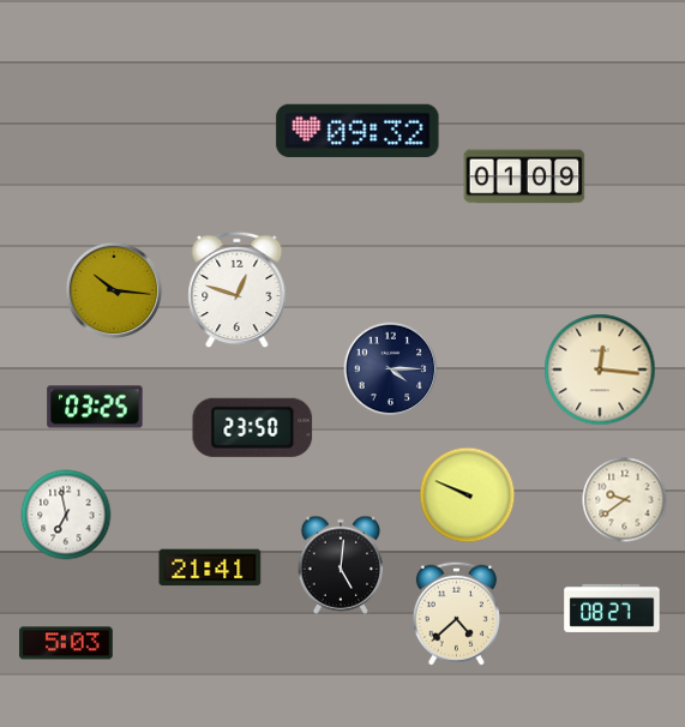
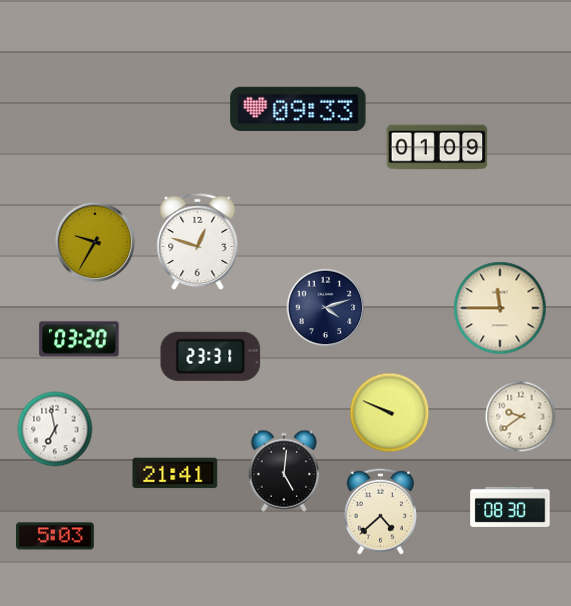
clock at (357, 131): 09:32 -> 09:33
clock at (114, 290): 10:16 -> 9:35
clock at (391, 369): 4:15 -> 4:12
clock at (600, 369): 12:16 -> 11:45
clock at (95, 407): 03:25 -> 03:20
clock at (253, 427): 23:50 -> 23:31
clock at (612, 608): 08:27 -> 08:30
